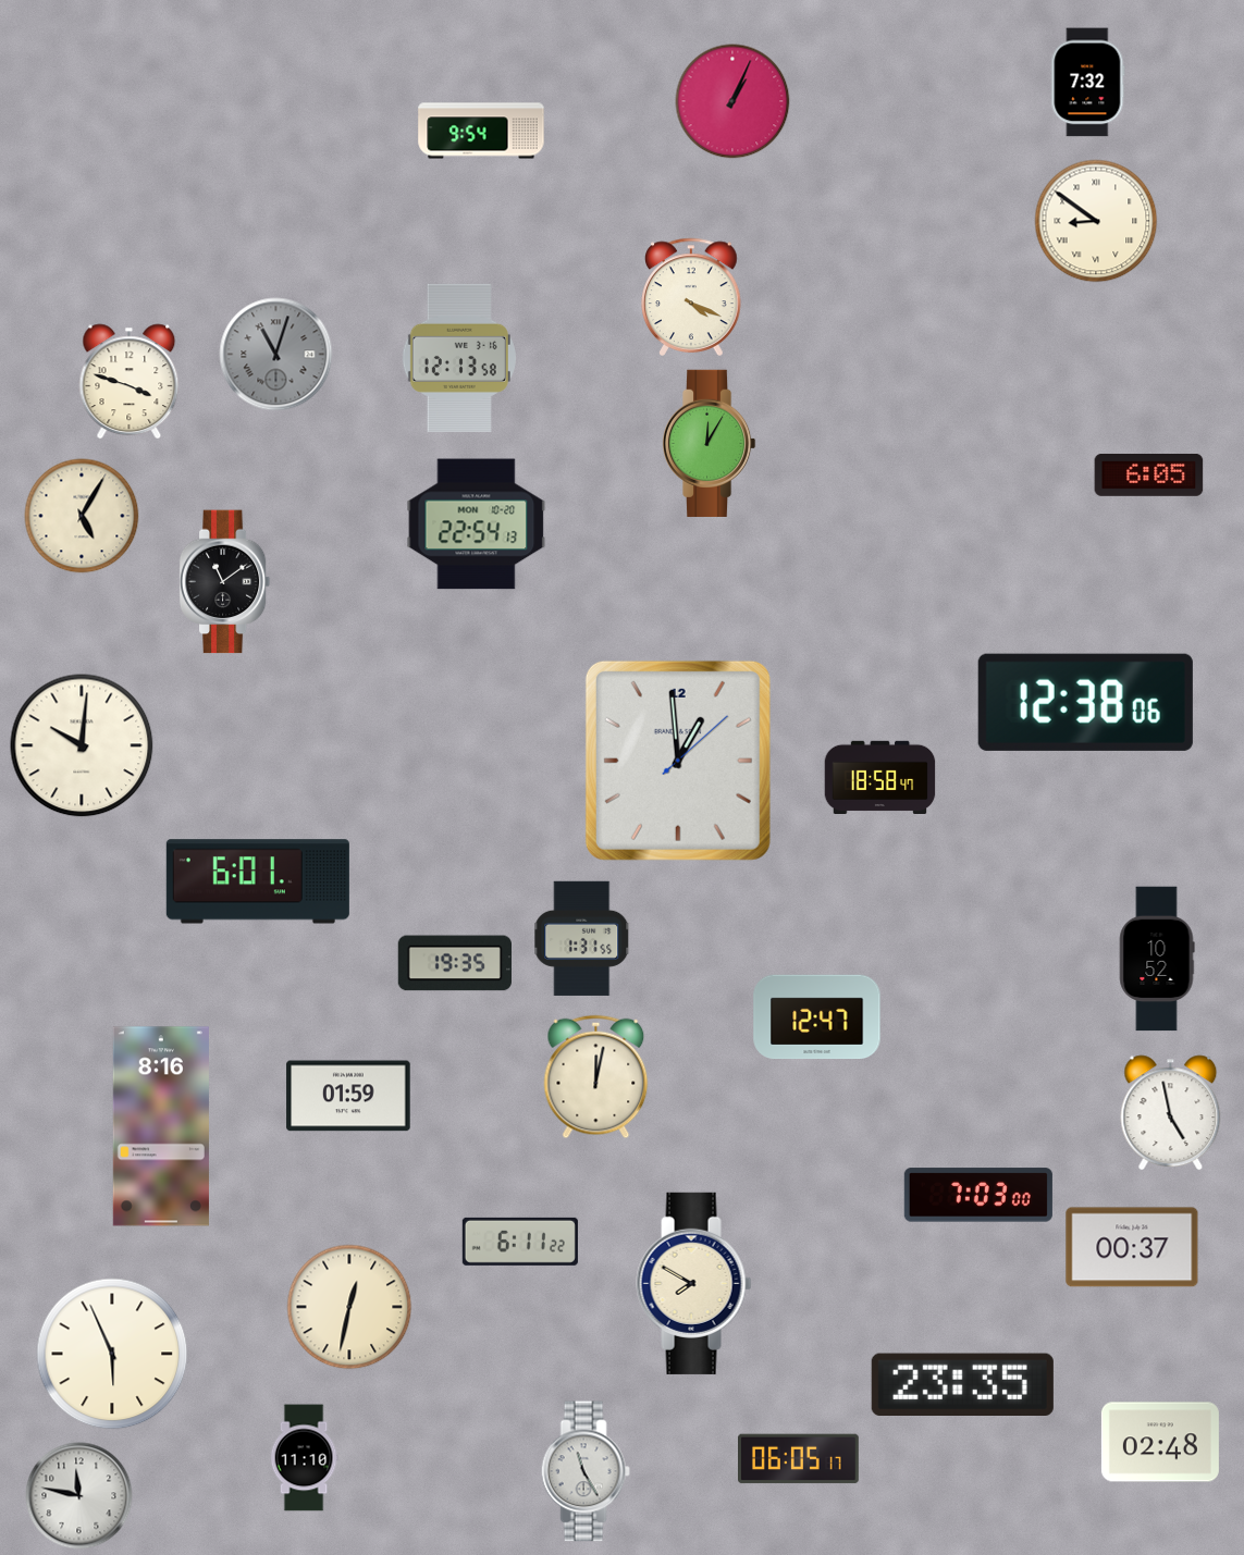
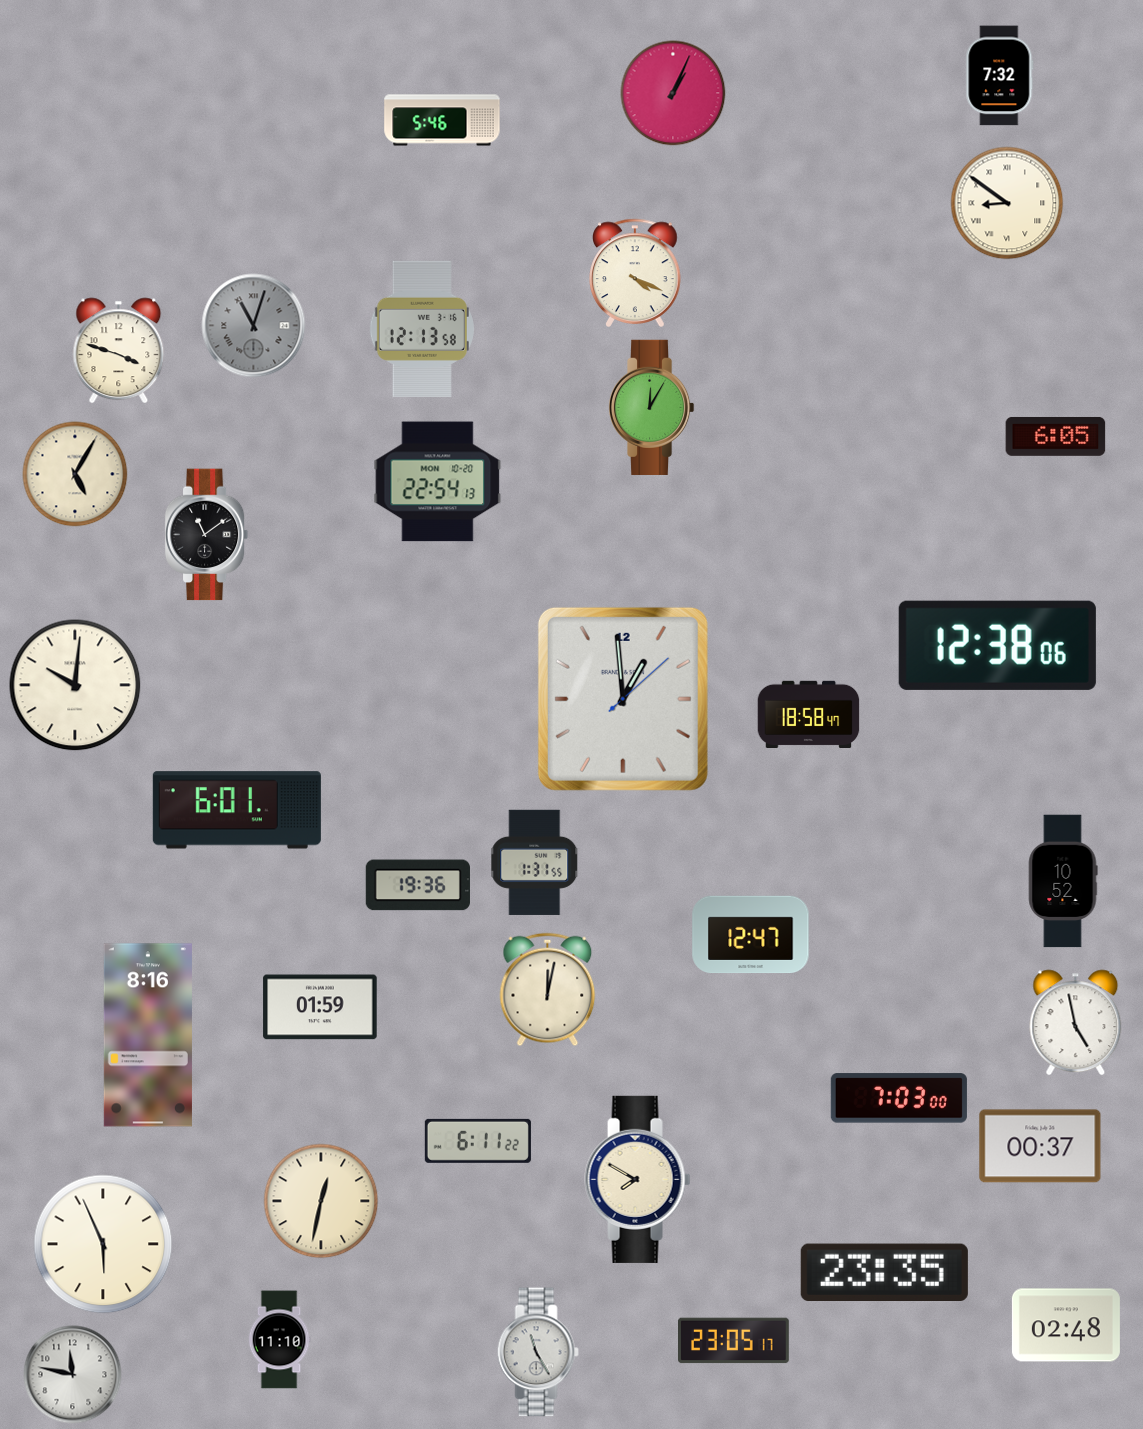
clock at (481, 131): 9:54 -> 5:46
clock at (455, 963): 19:35 -> 19:36
clock at (799, 1459): 06:05 -> 23:05
